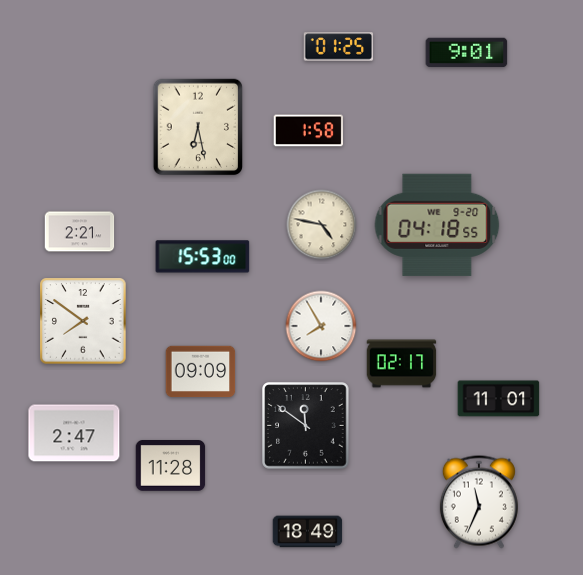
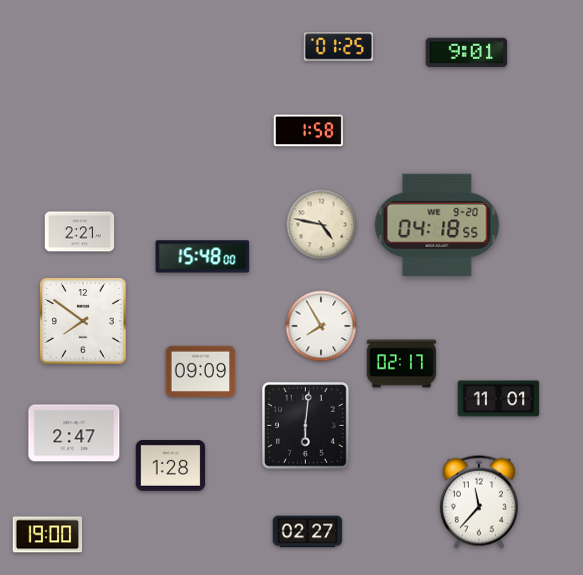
clock at (198, 127): 6:28 -> none
clock at (203, 257): 15:53 -> 15:48
clock at (306, 426): 11:51 -> 6:01
clock at (171, 466): 11:28 -> 1:28
clock at (479, 502): 11:34 -> 11:37
clock at (308, 532): 18:49 -> 02:27
clock at (48, 535): none -> 19:00
